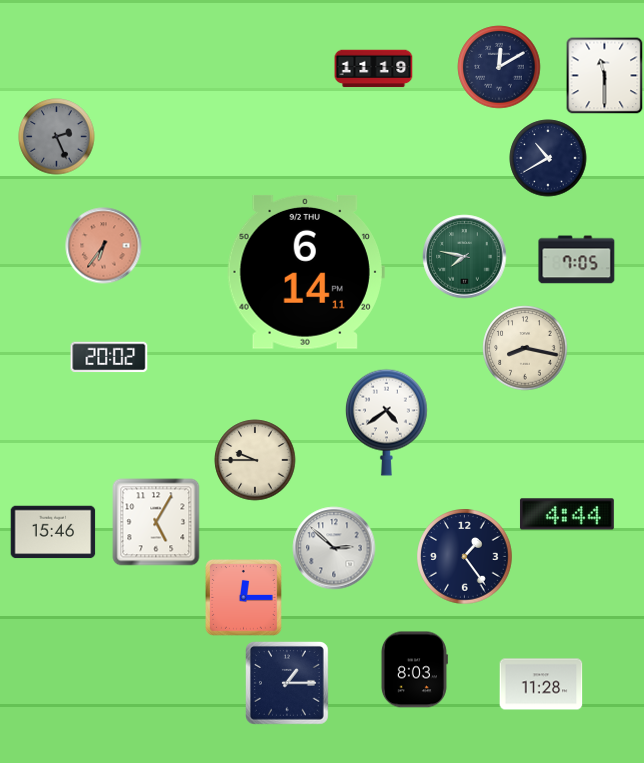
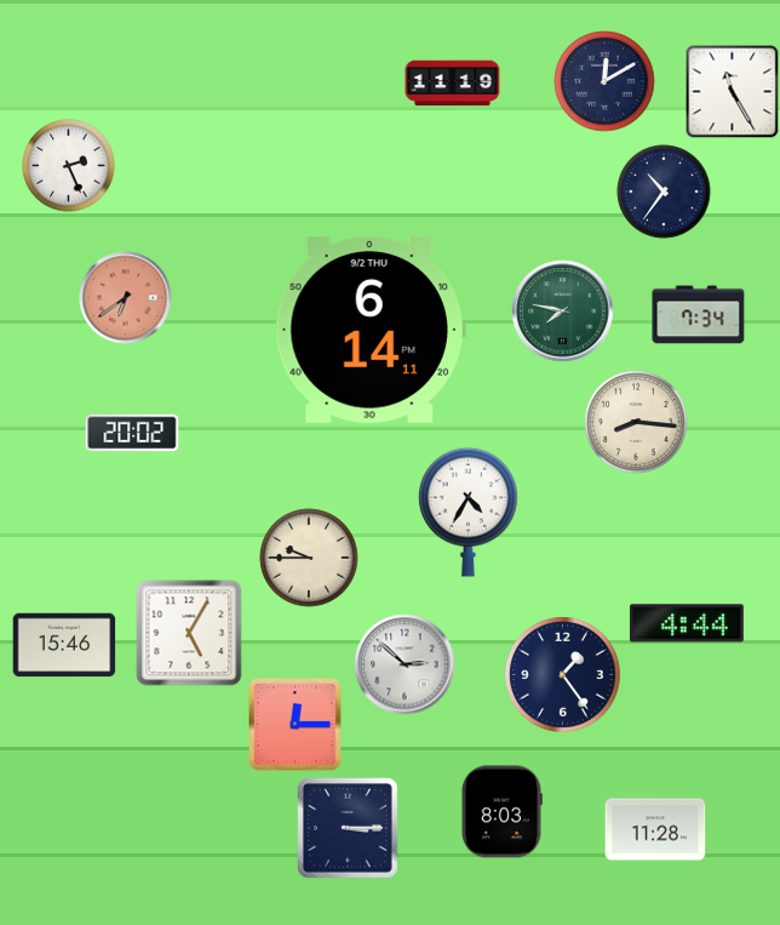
clock at (604, 75): 11:30 -> 11:25
clock at (57, 137) dial: grey -> white
clock at (548, 158): 10:40 -> 10:36
clock at (104, 246): 6:36 -> 6:39
clock at (577, 260): 7:05 -> 7:34
clock at (525, 348): 8:17 -> 8:16
clock at (386, 422): 4:39 -> 4:35
clock at (288, 684): 1:15 -> 3:15
